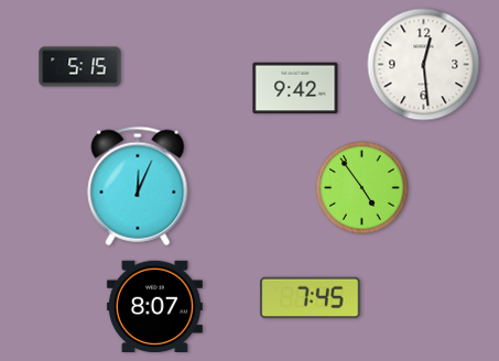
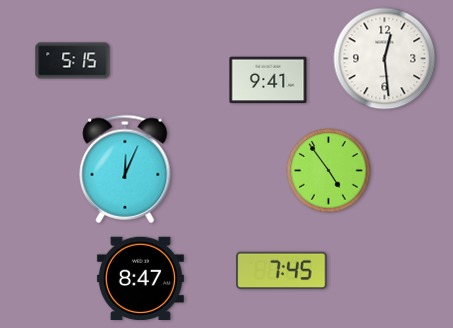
clock at (295, 88): 9:42 -> 9:41
clock at (154, 307): 8:07 -> 8:47
